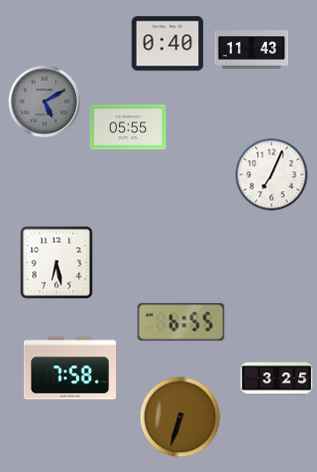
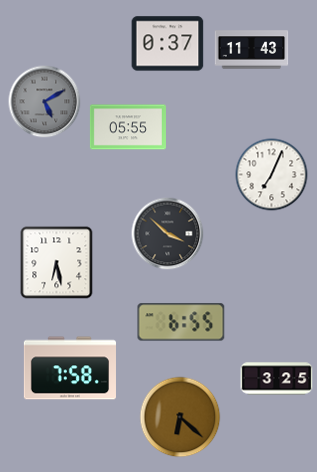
clock at (168, 44): 0:40 -> 0:37
clock at (168, 234): none -> 3:52
clock at (180, 417): 6:33 -> 6:22
